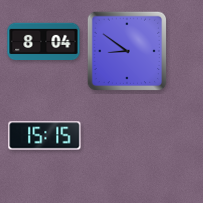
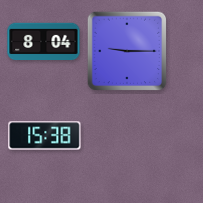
clock at (127, 51): 8:51 -> 9:15
clock at (45, 136): 15:15 -> 15:38
